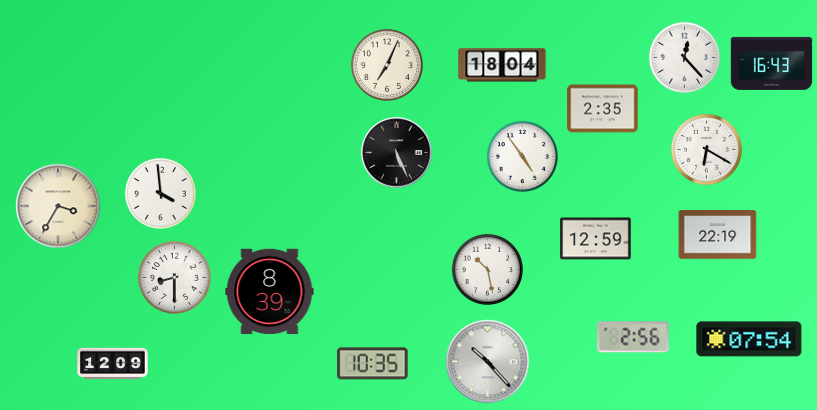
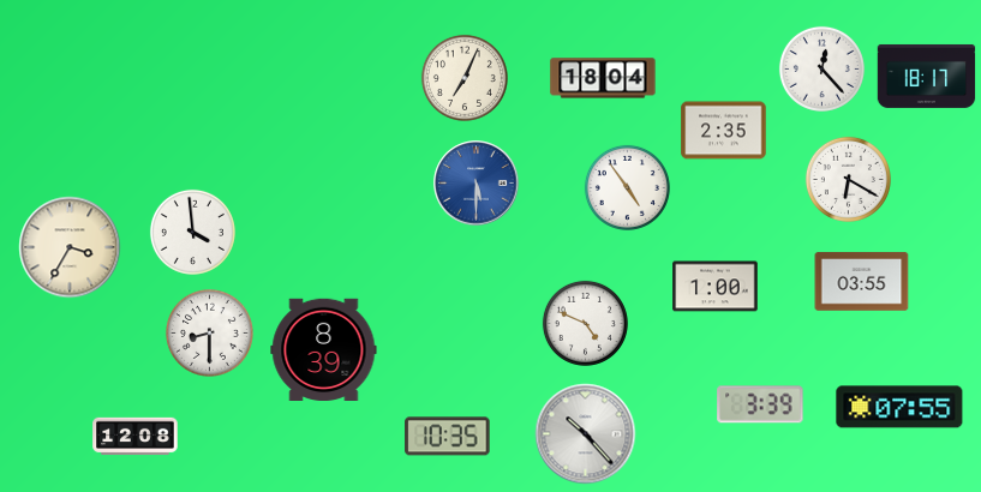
clock at (772, 63): 16:43 -> 18:17
clock at (397, 153): 5:26 -> 5:30
clock at (397, 153) dial: black -> blue
clock at (718, 235): 22:19 -> 03:55
clock at (596, 239): 12:59 -> 1:00
clock at (487, 269): 10:28 -> 4:49
clock at (633, 337): 2:56 -> 3:39
clock at (749, 339): 07:54 -> 07:55
clock at (113, 364): 12:09 -> 12:08
